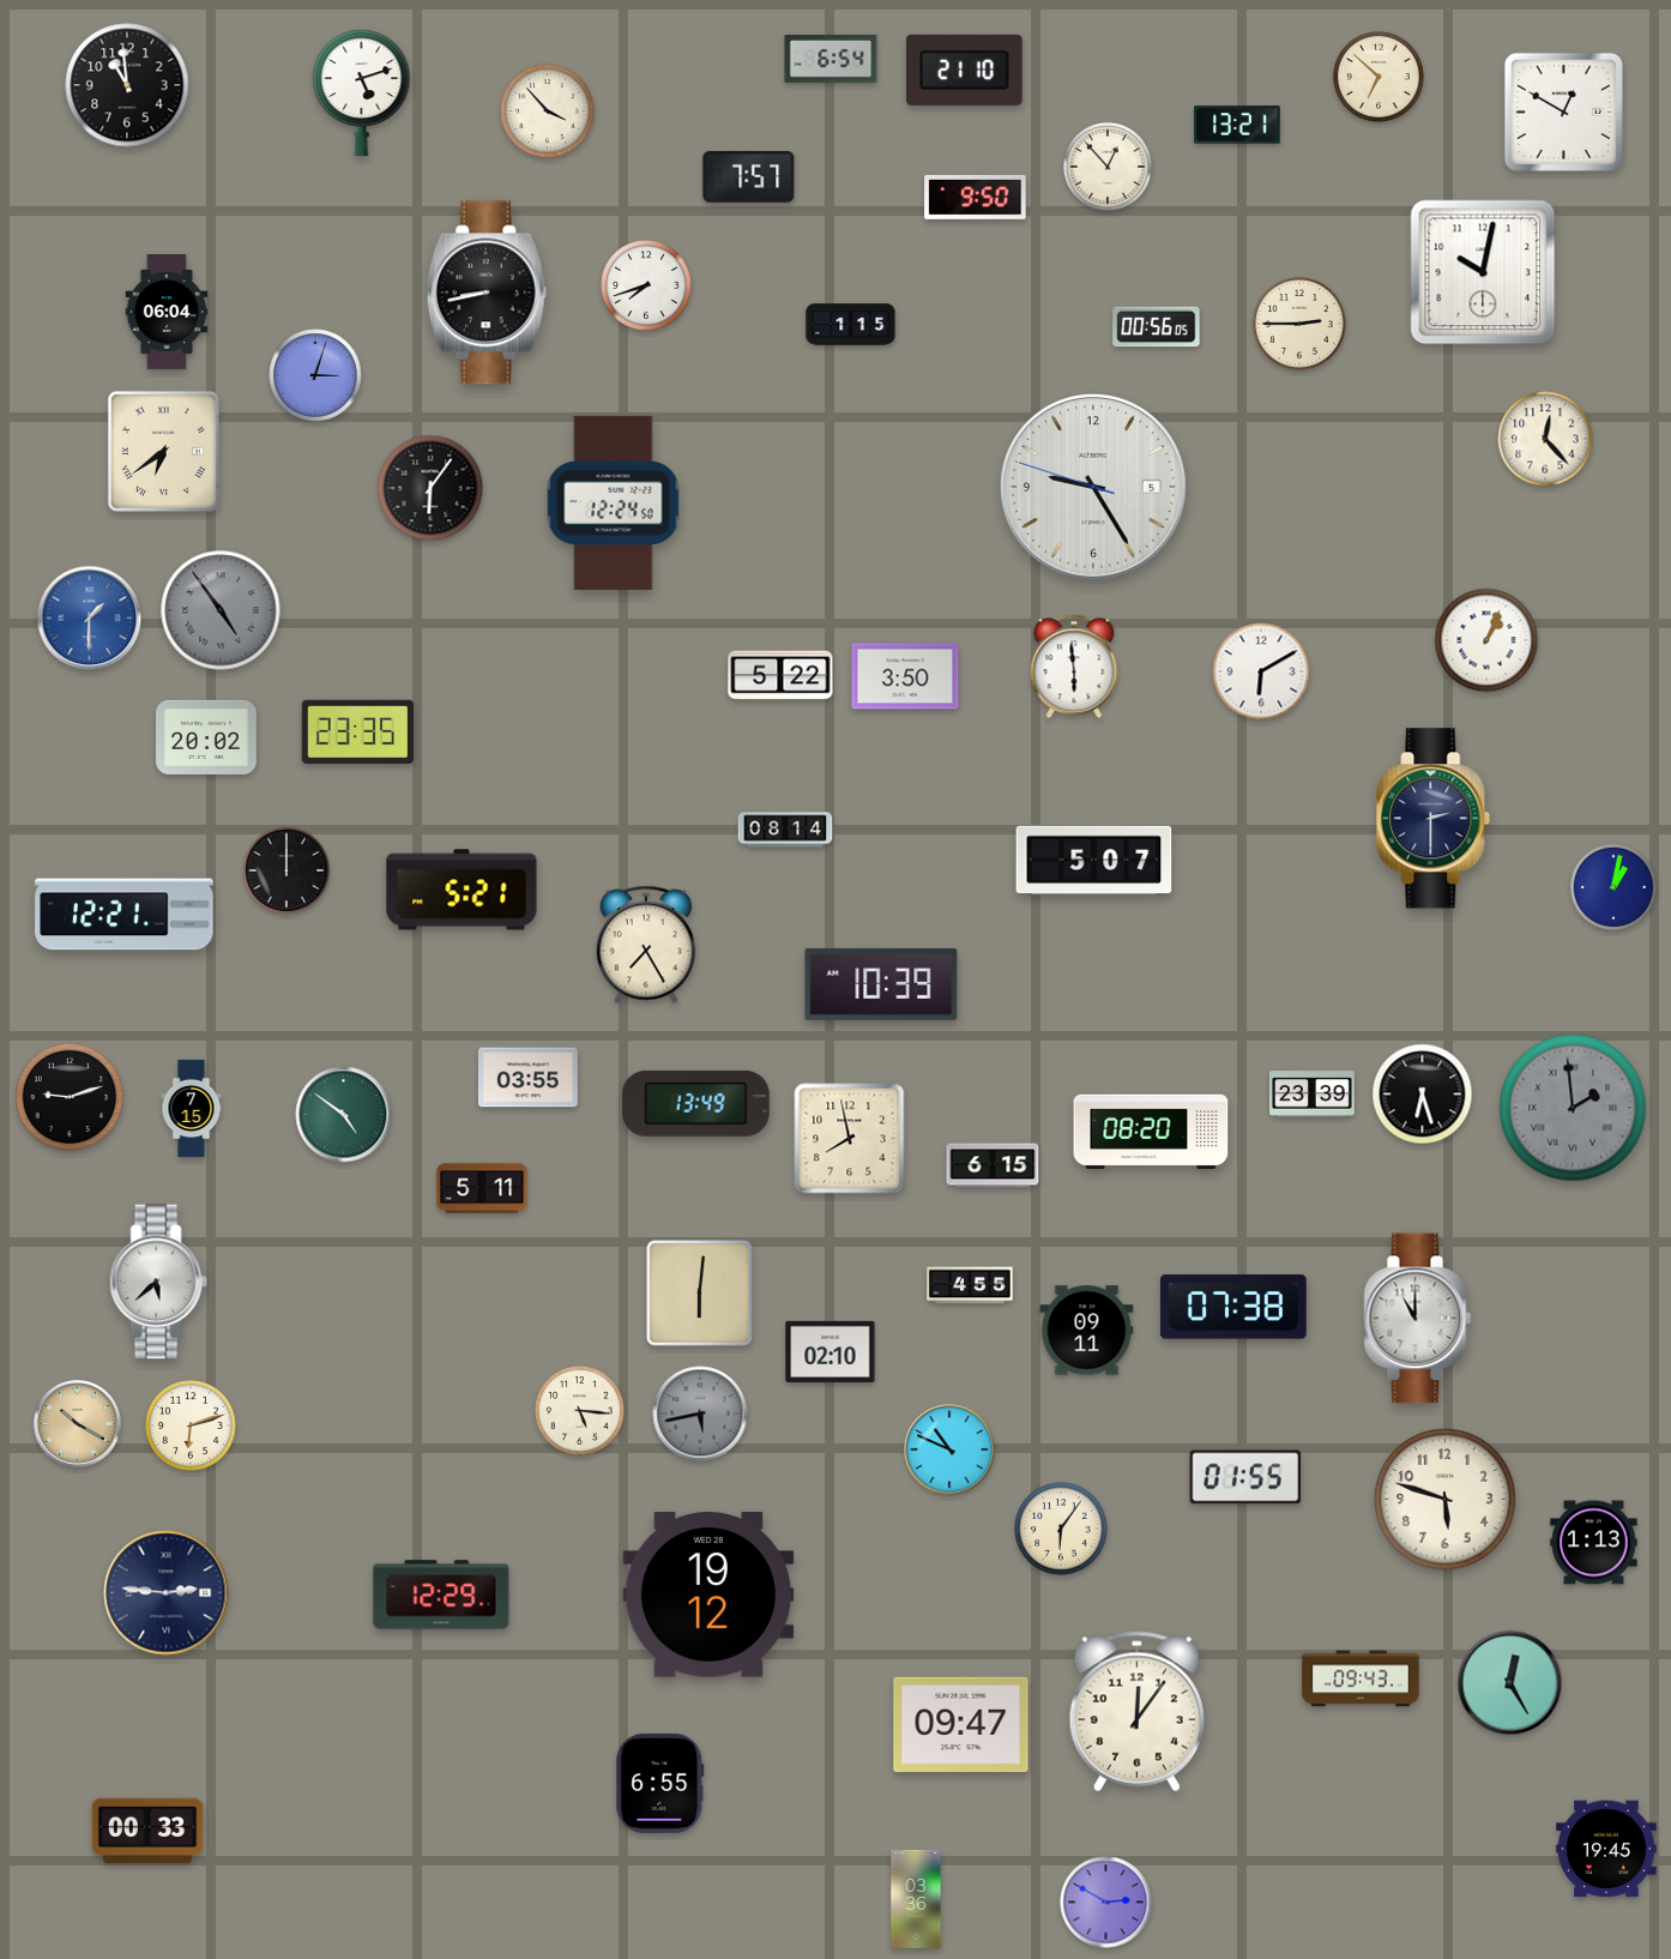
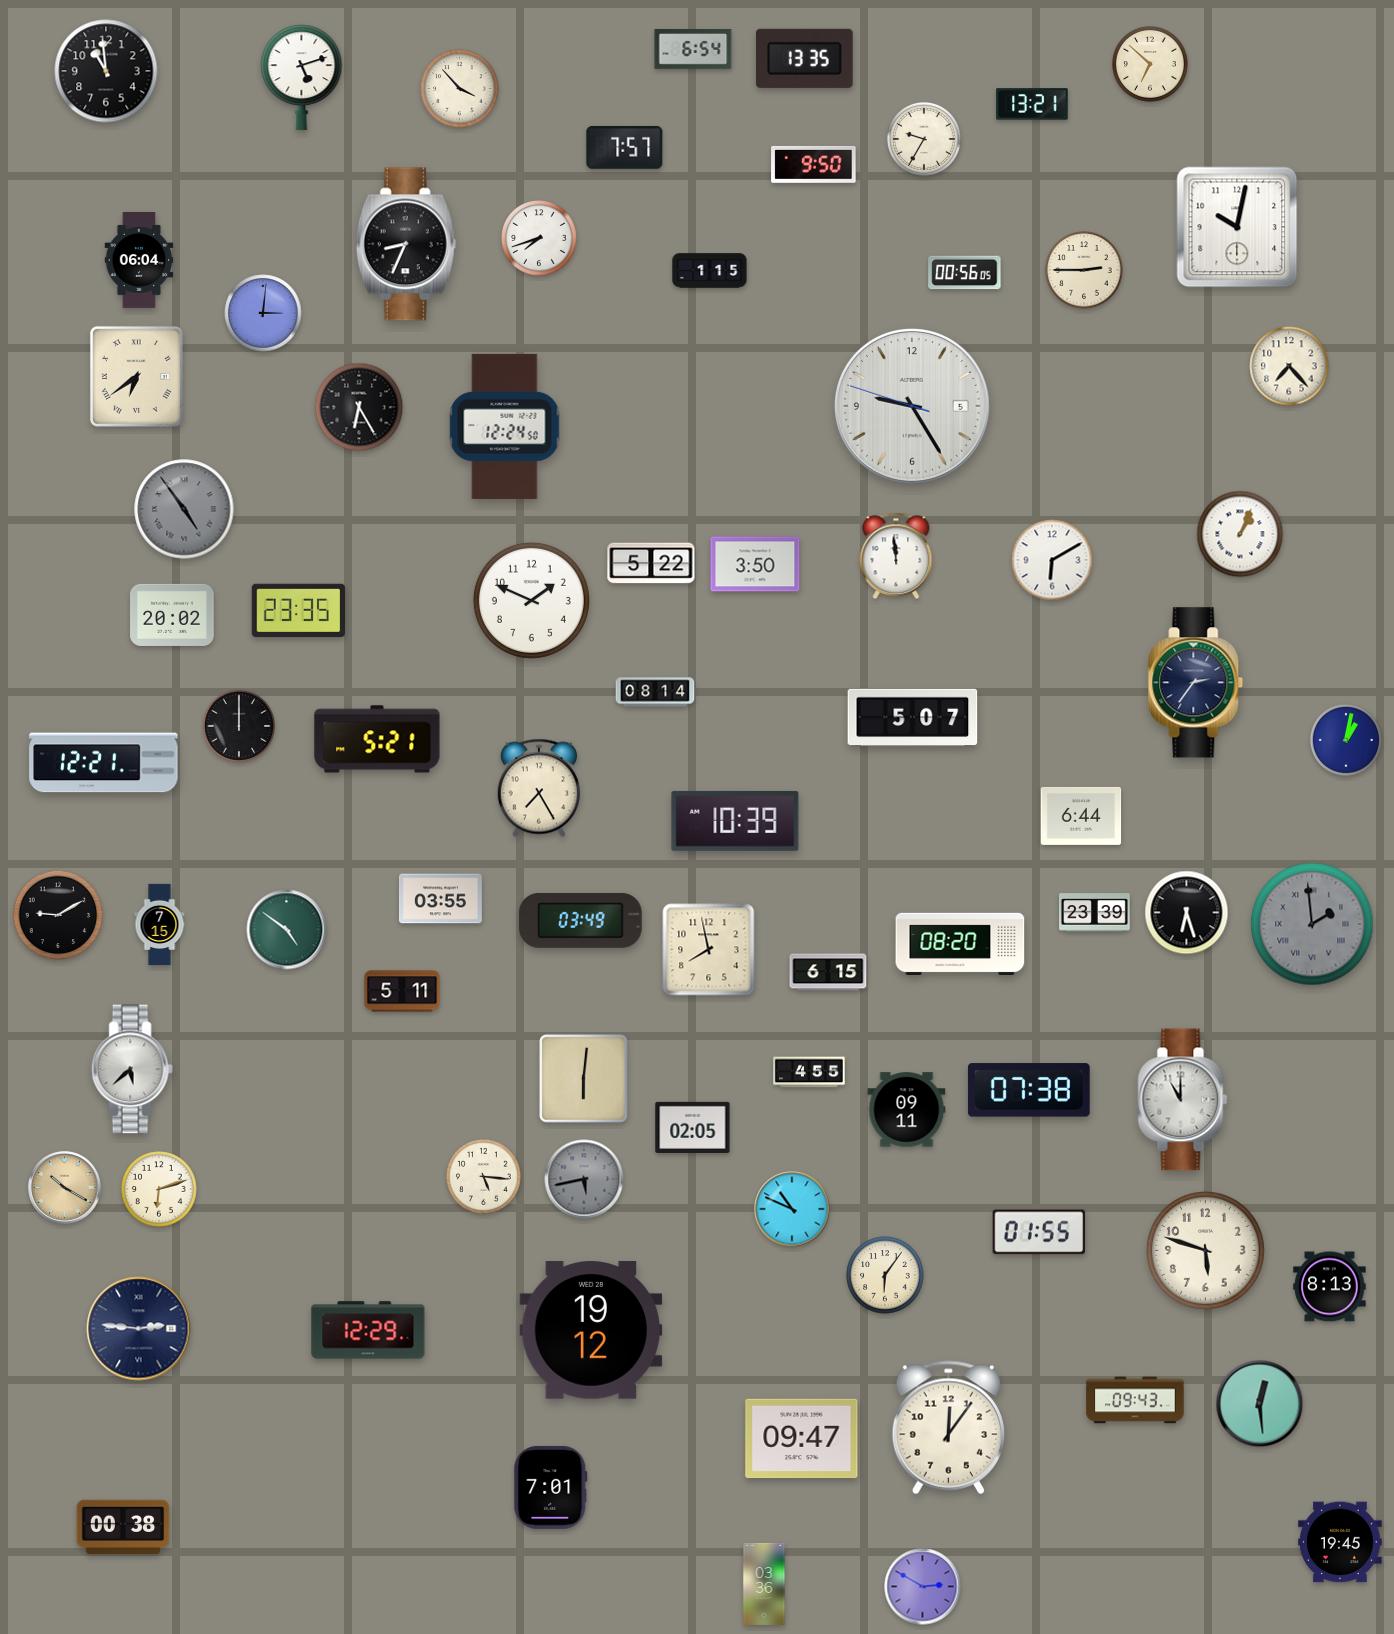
clock at (964, 70): 21:10 -> 13:35
clock at (548, 111) position: (548, 111) -> (460, 89)
clock at (1563, 111): 12:50 -> none
clock at (1108, 167): 12:53 -> 9:35
clock at (487, 293): 8:43 -> 8:34
clock at (315, 375): 3:03 -> 3:01
clock at (1545, 439): 12:23 -> 7:23
clock at (430, 488): 6:06 -> 6:25
clock at (614, 502) position: (614, 502) -> (505, 426)
clock at (90, 619): 1:30 -> none
clock at (1074, 667): 5:59 -> 11:59
clock at (531, 600): none -> 1:49
clock at (1434, 819): 2:30 -> 2:36
clock at (462, 890) position: (462, 890) -> (377, 739)
clock at (1081, 816): none -> 6:44
clock at (70, 1097): 9:12 -> 9:10
clock at (696, 1103): 13:49 -> 03:49
clock at (831, 1351): 02:10 -> 02:05
clock at (1594, 1543): 1:13 -> 8:13
clock at (1510, 1683): 12:25 -> 12:29
clock at (660, 1783): 6:55 -> 7:01
clock at (147, 1831): 00:33 -> 00:38
